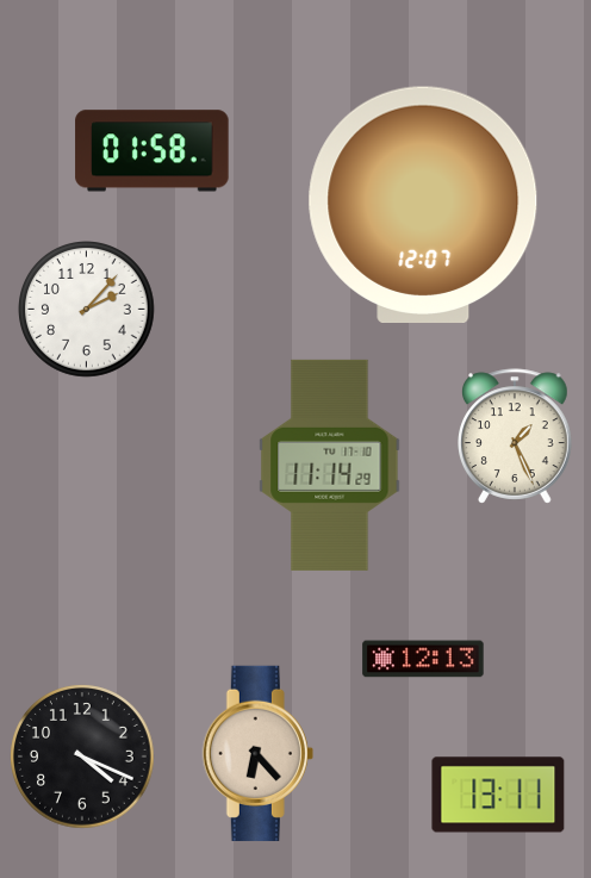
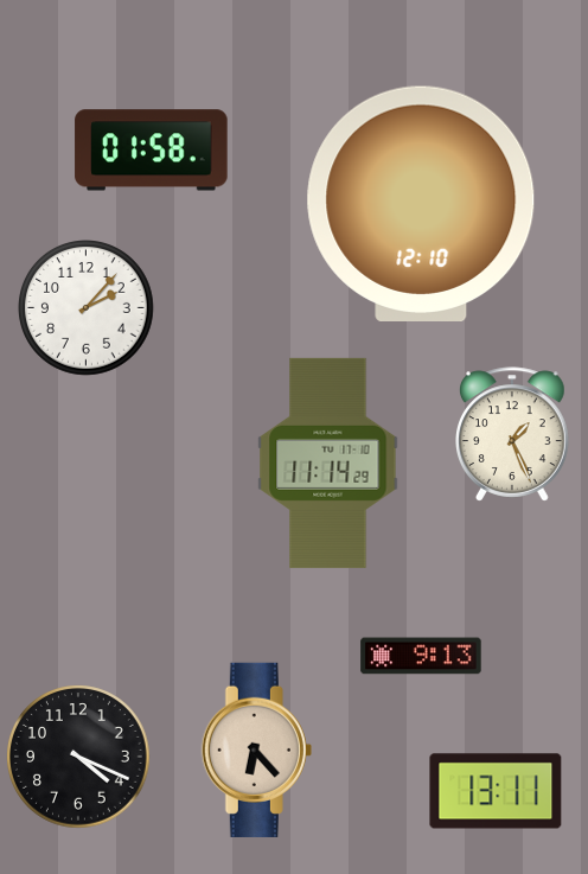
clock at (423, 204): 12:07 -> 12:10
clock at (423, 659): 12:13 -> 9:13
clock at (82, 756) position: (82, 756) -> (78, 757)
